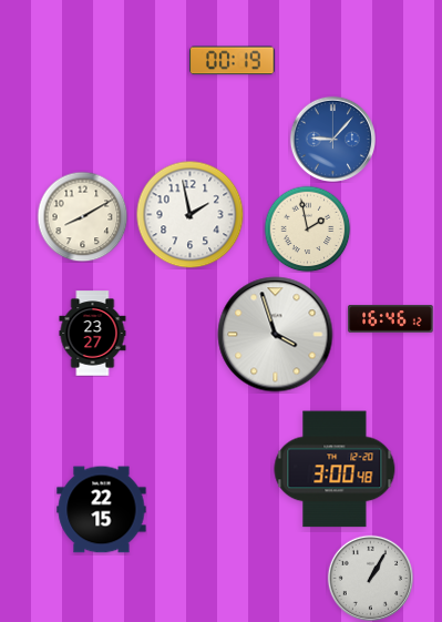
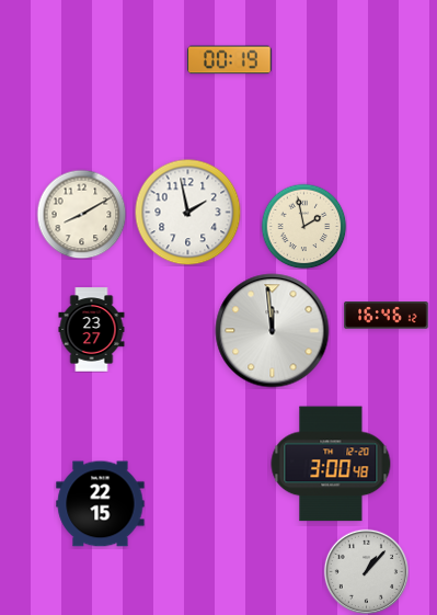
clock at (332, 139): 9:07 -> none
clock at (276, 335): 3:57 -> 11:59
clock at (370, 578): 1:05 -> 1:07
